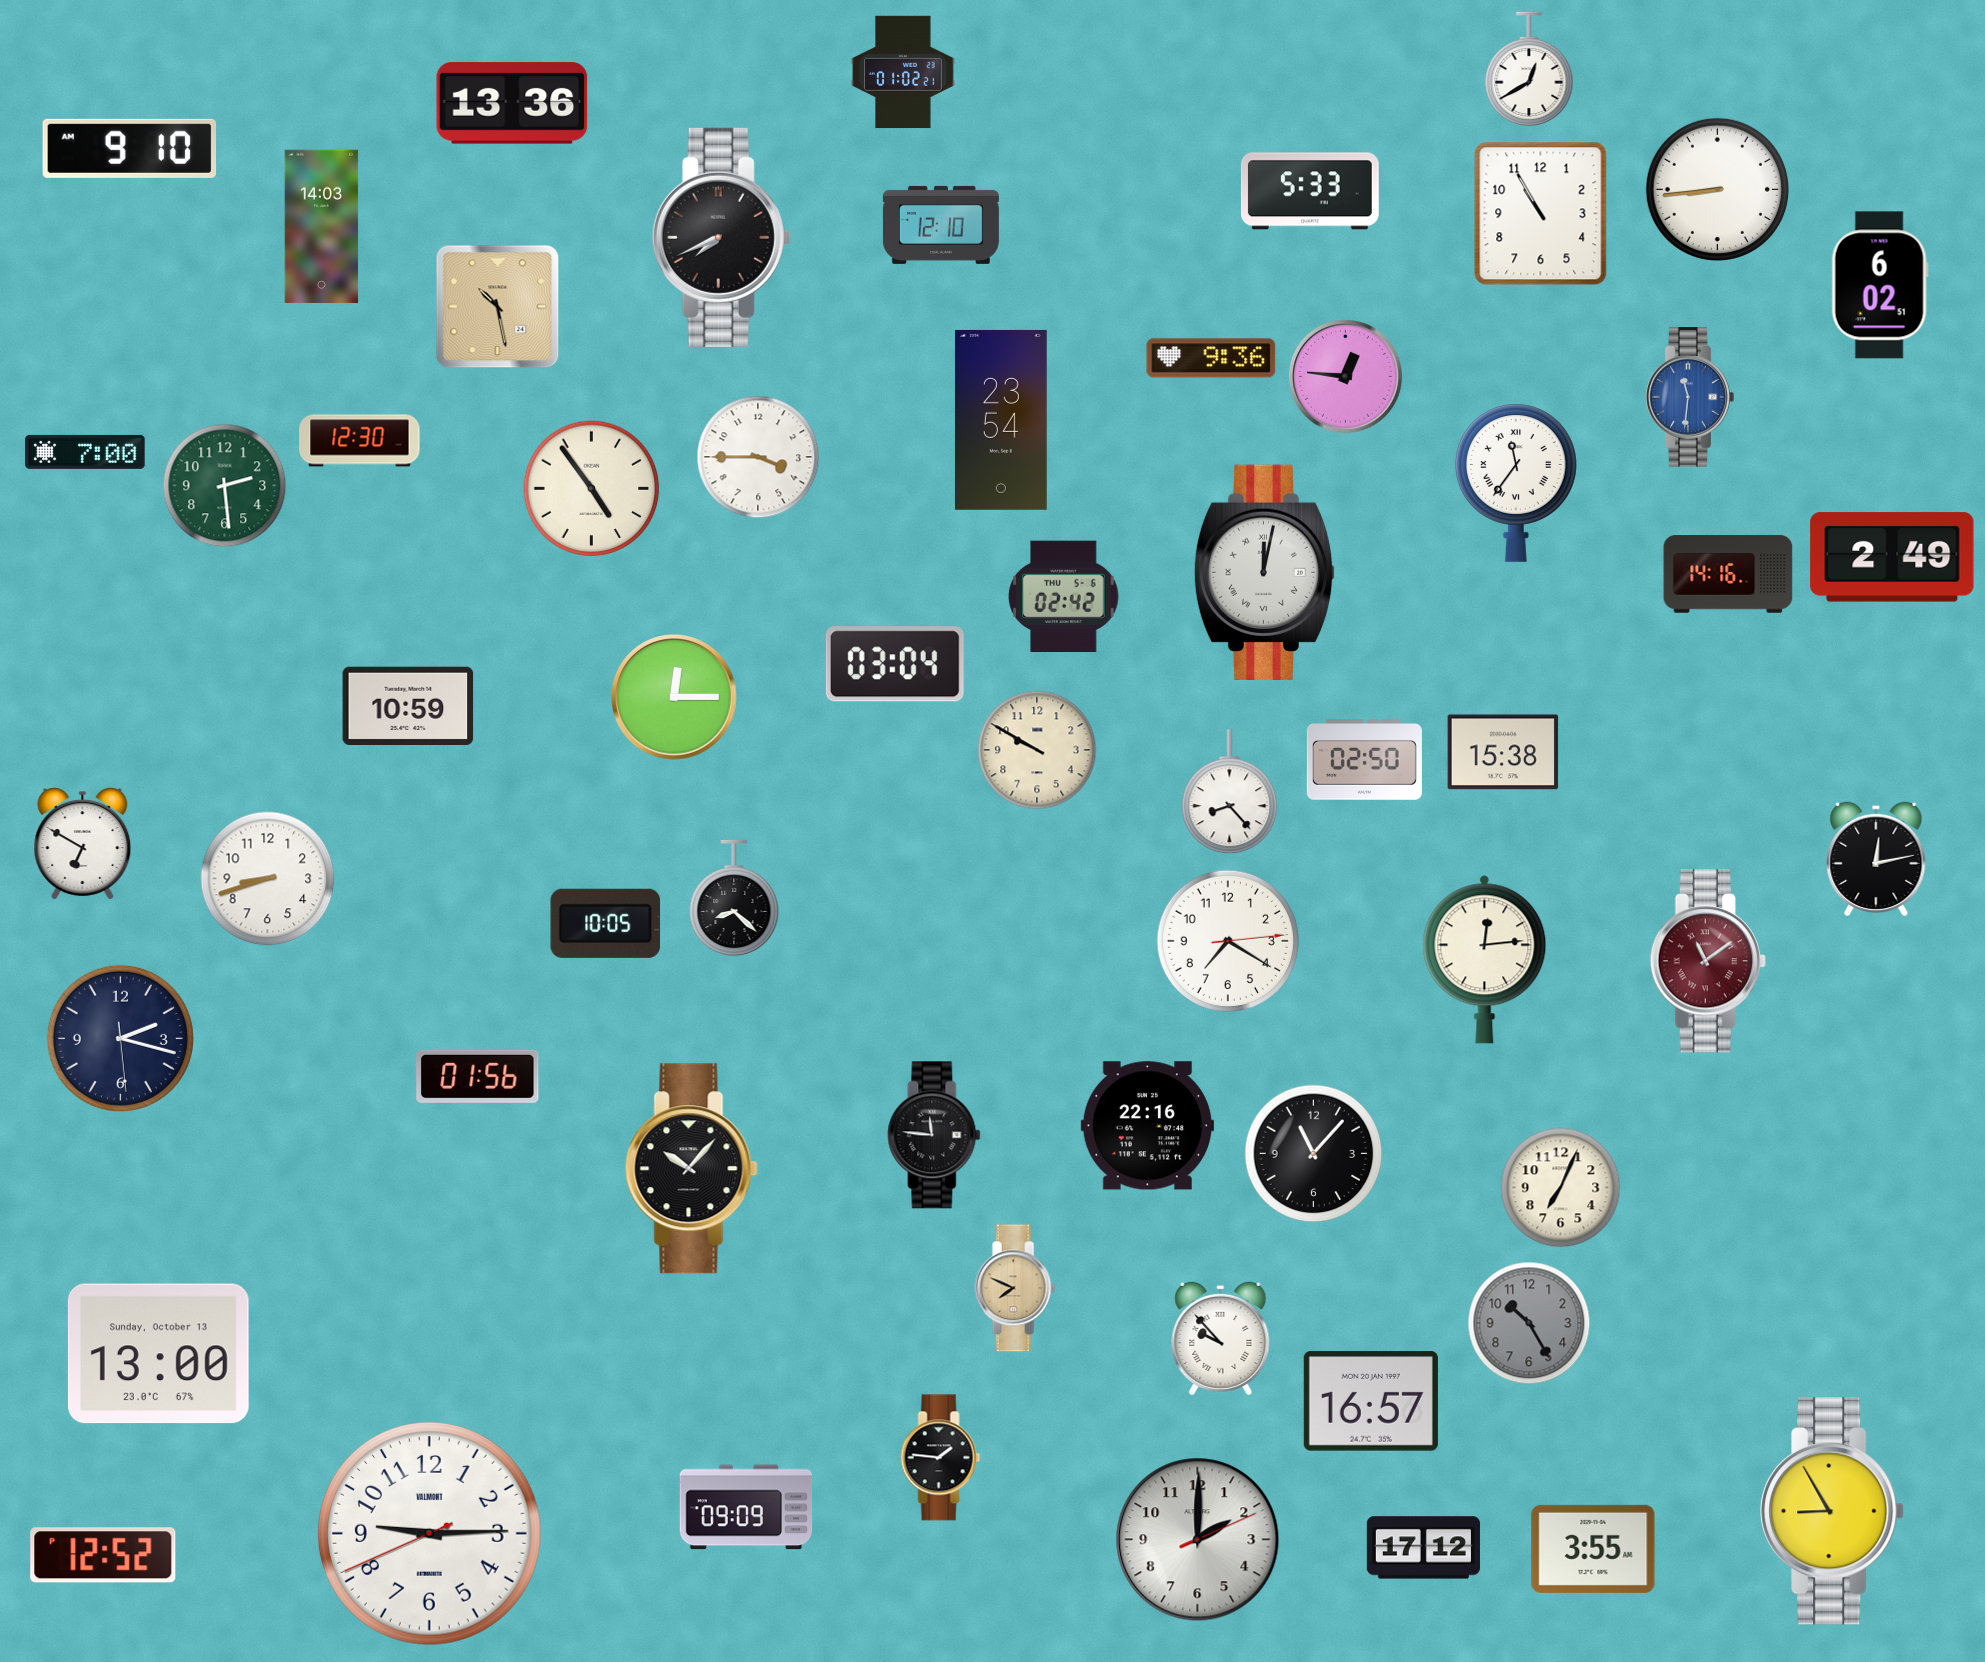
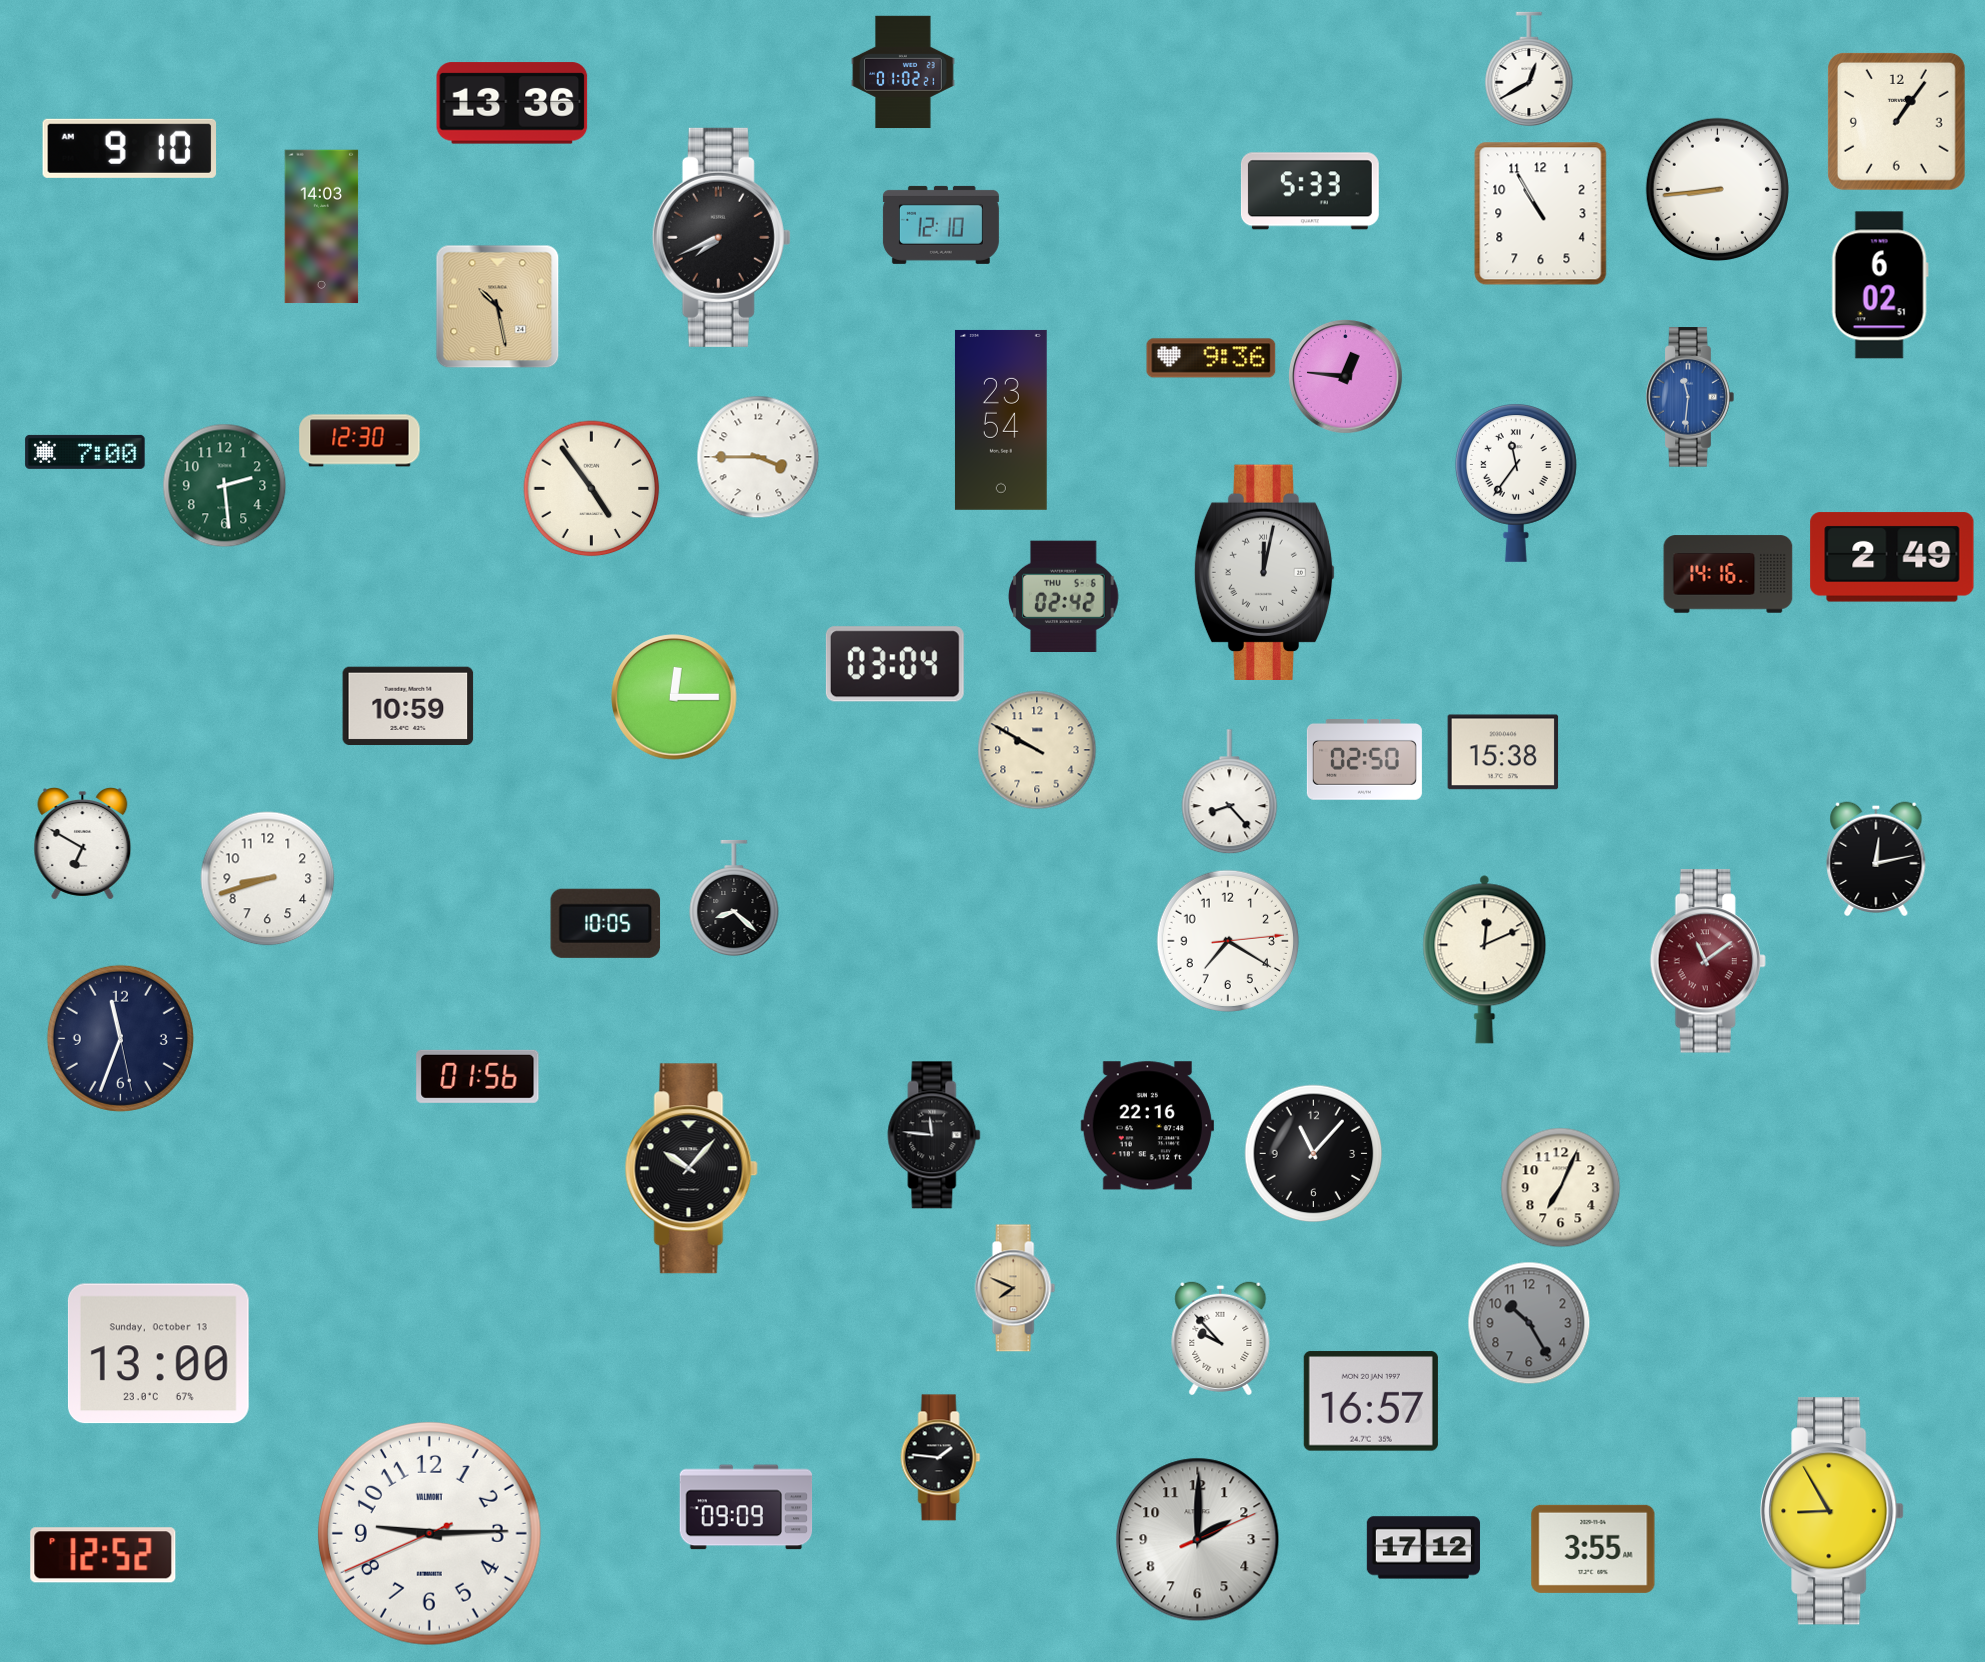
clock at (1896, 121): none -> 1:06
clock at (1485, 959): 12:14 -> 12:11
clock at (120, 1038): 2:17 -> 11:33
